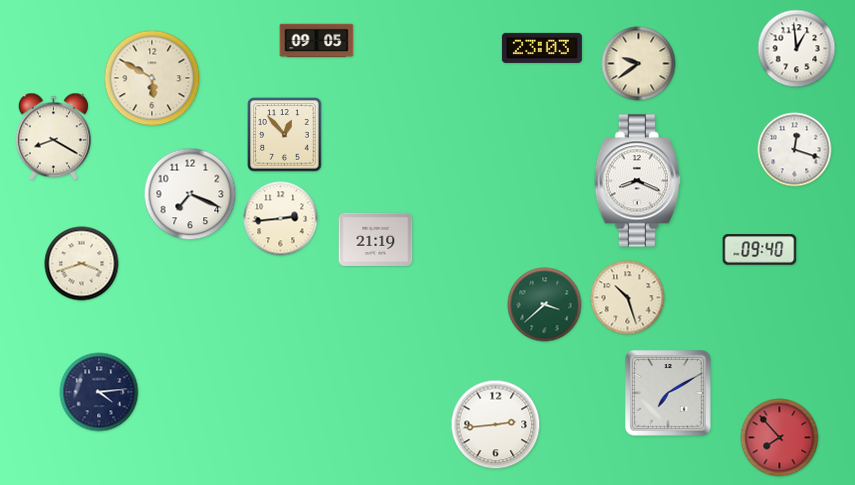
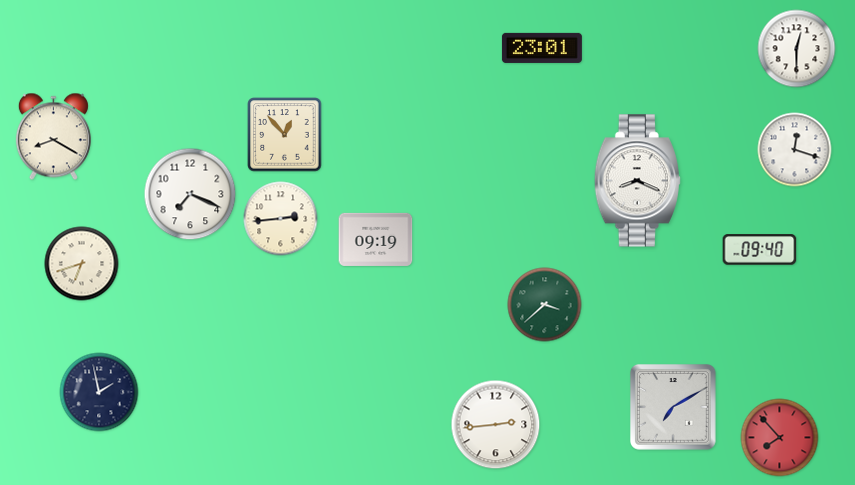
clock at (317, 41): 09:05 -> none
clock at (542, 48): 23:03 -> 23:01
clock at (797, 49): 12:59 -> 12:30
clock at (639, 64): 9:39 -> none
clock at (152, 78): 5:50 -> none
clock at (376, 239): 21:19 -> 09:19
clock at (82, 264): 3:42 -> 6:42
clock at (628, 298): 10:27 -> none
clock at (99, 392): 4:14 -> 1:58
clock at (669, 394) position: (669, 394) -> (674, 408)
